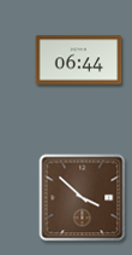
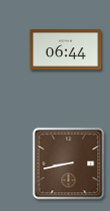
clock at (83, 198): 3:52 -> 8:43
